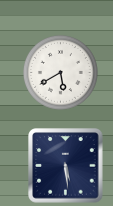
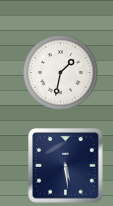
clock at (60, 72): 5:40 -> 1:32
